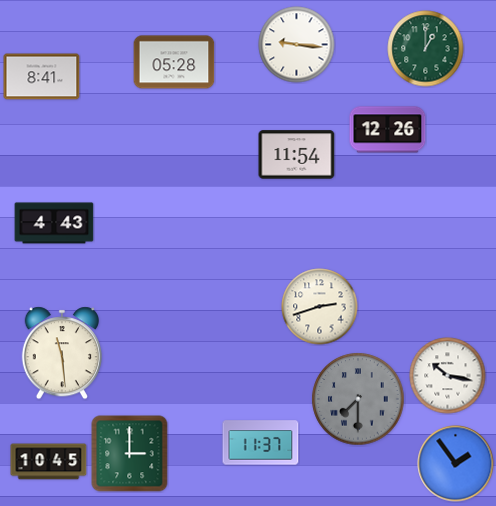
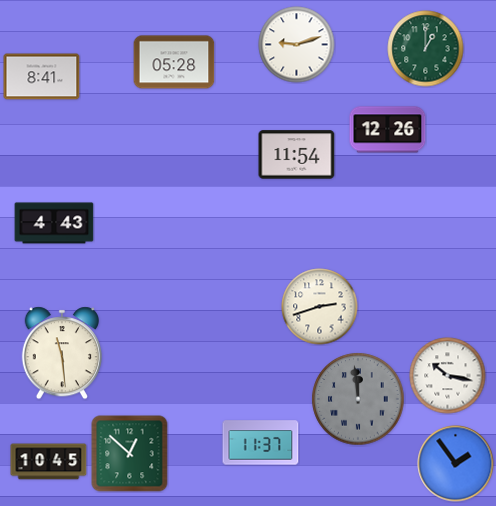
clock at (297, 45): 9:16 -> 9:12
clock at (358, 399): 7:30 -> 11:59
clock at (130, 454): 3:00 -> 12:52
